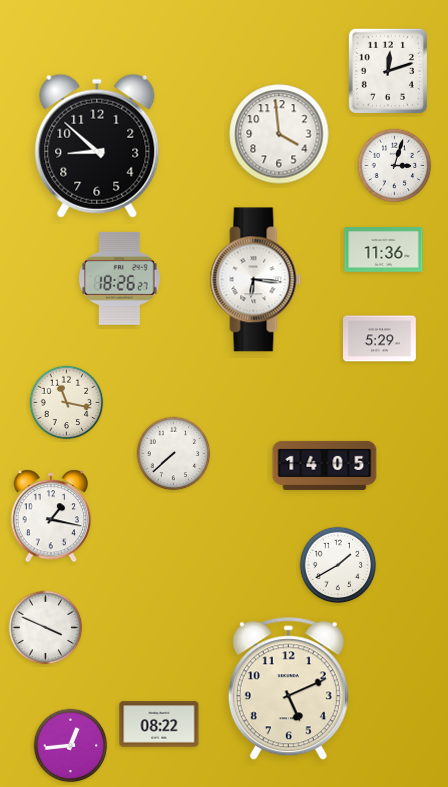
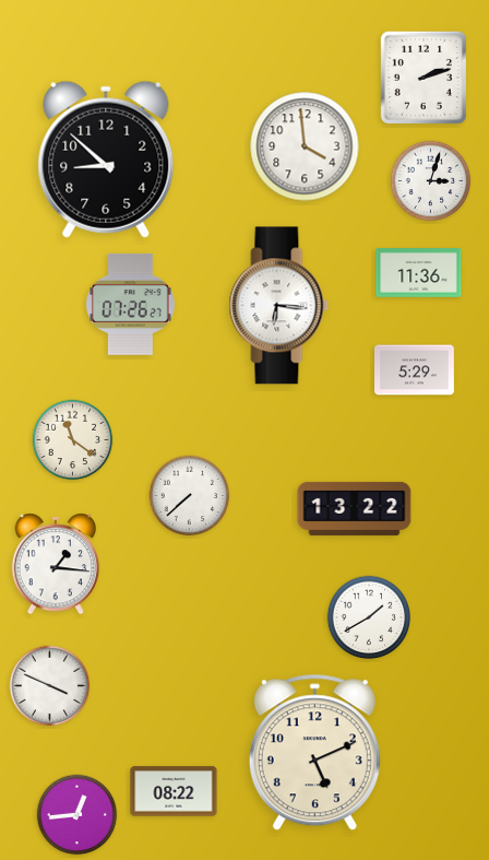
clock at (388, 71): 12:12 -> 2:12
clock at (119, 278): 18:26 -> 07:26
clock at (67, 403): 11:17 -> 11:21
clock at (325, 465): 14:05 -> 13:22
clock at (51, 516): 1:17 -> 1:16
